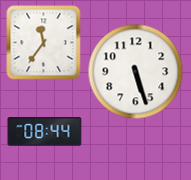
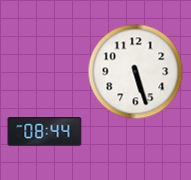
clock at (44, 43): 11:36 -> none
